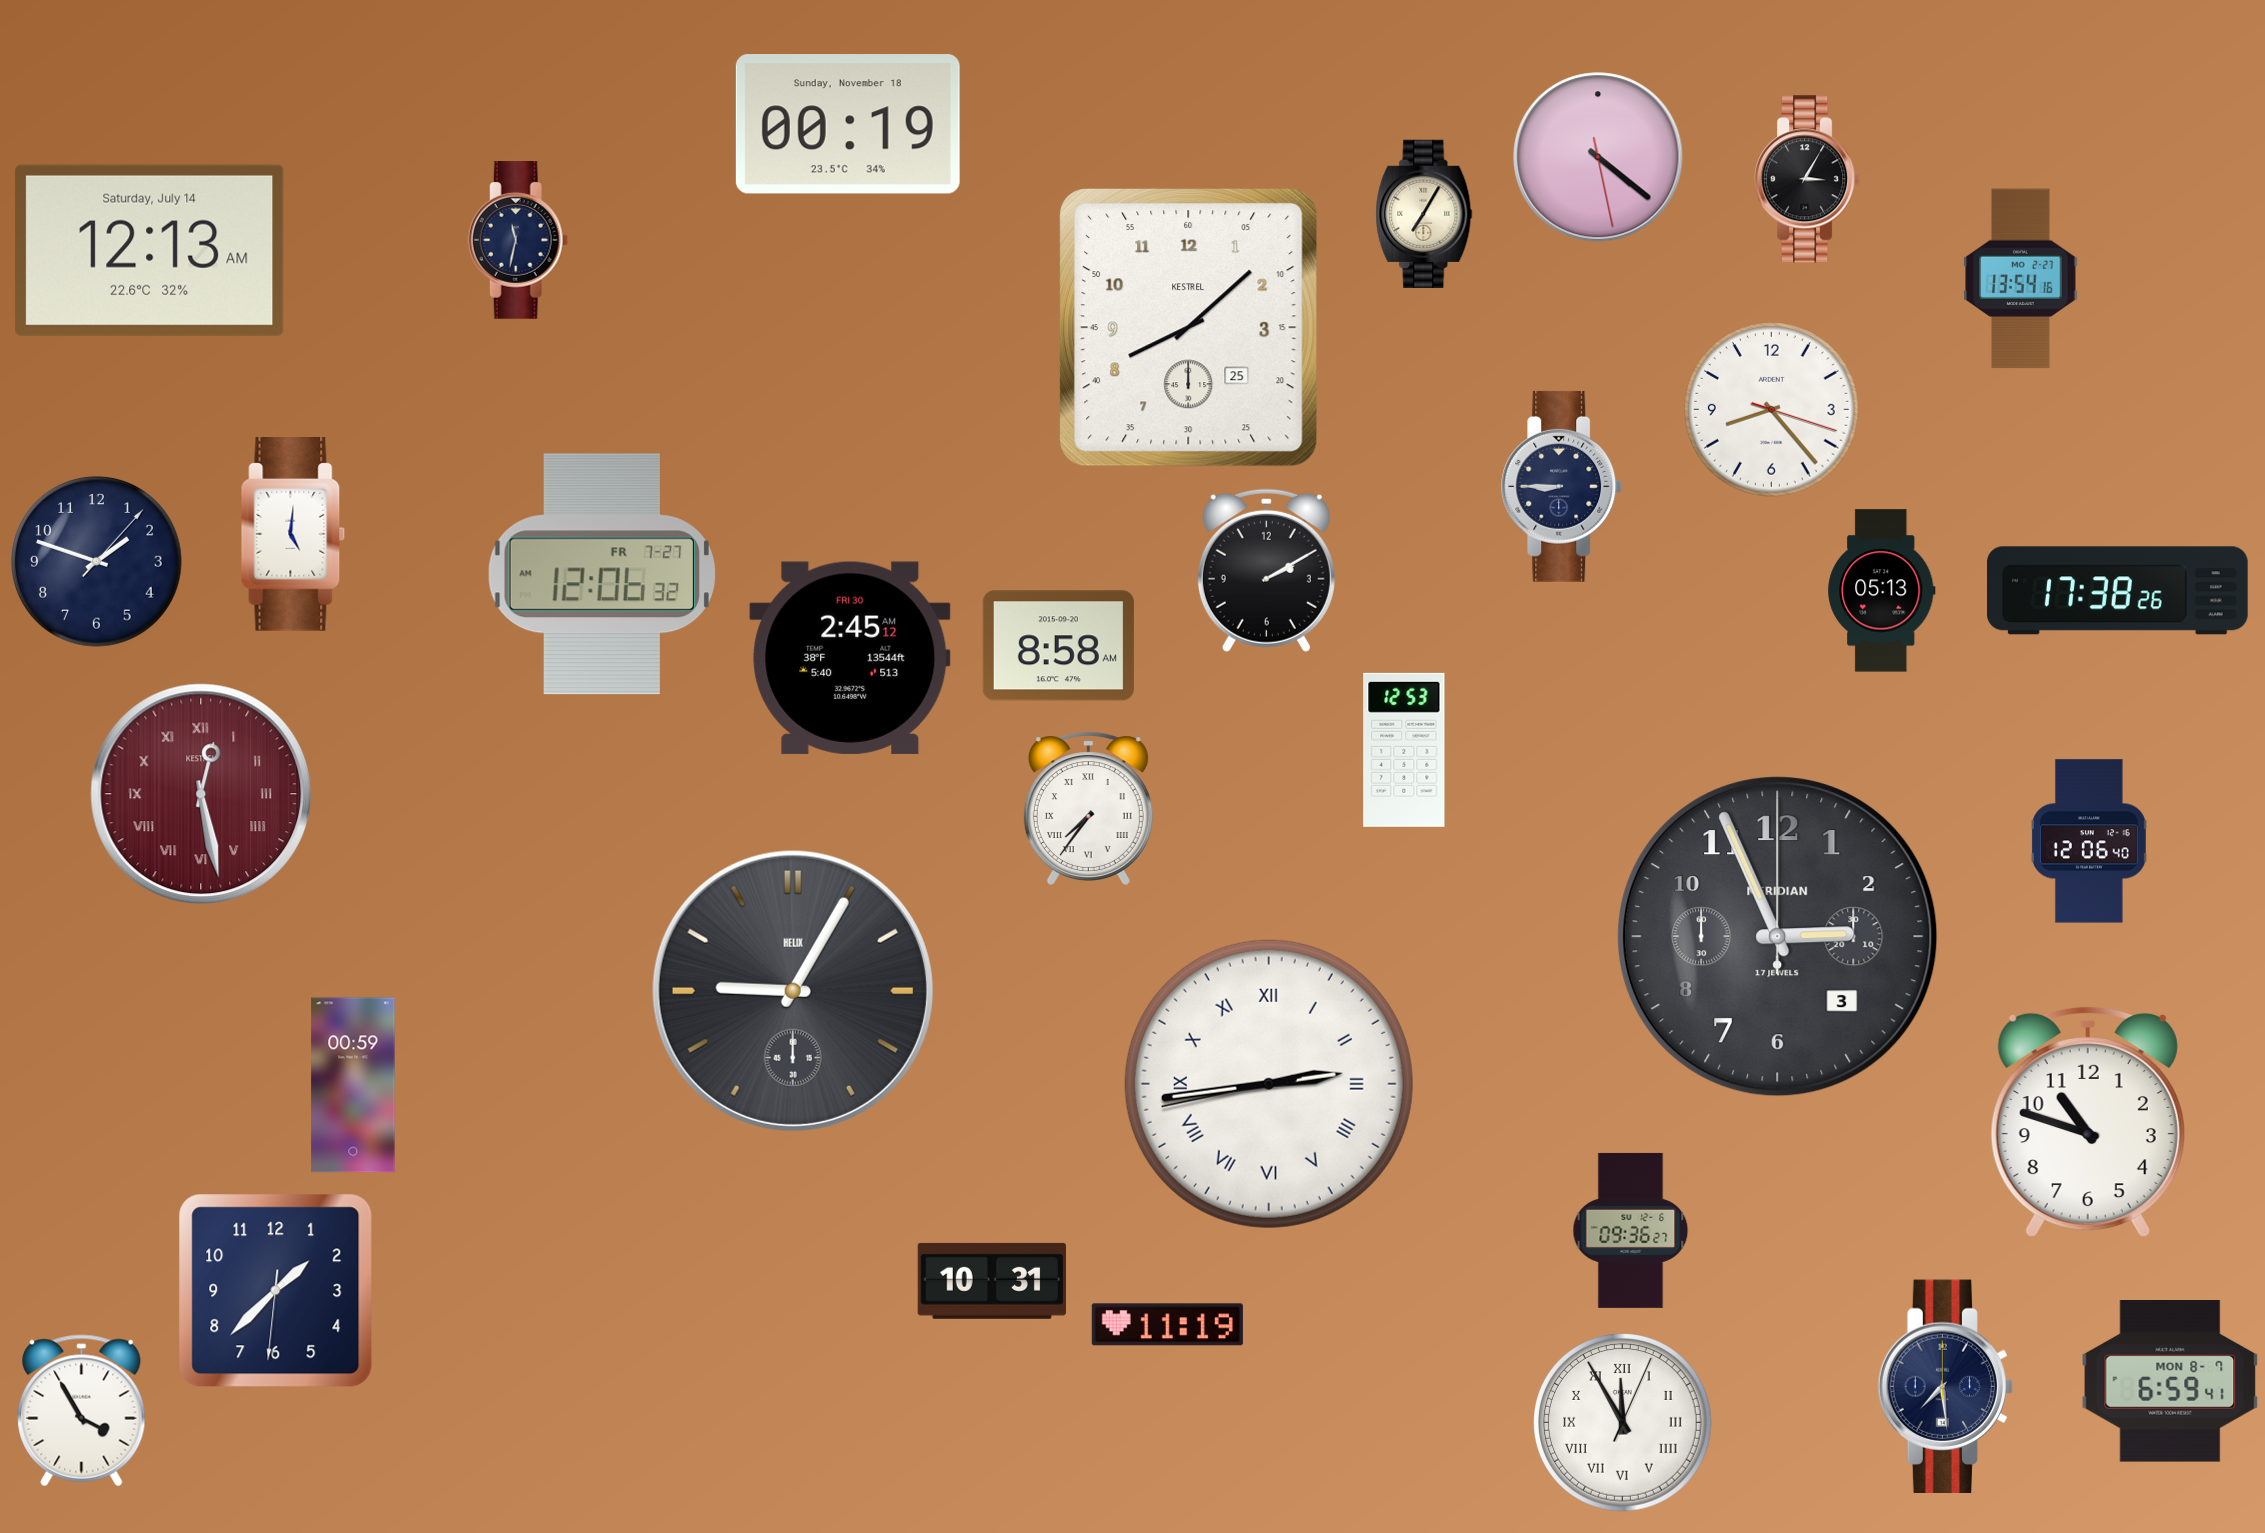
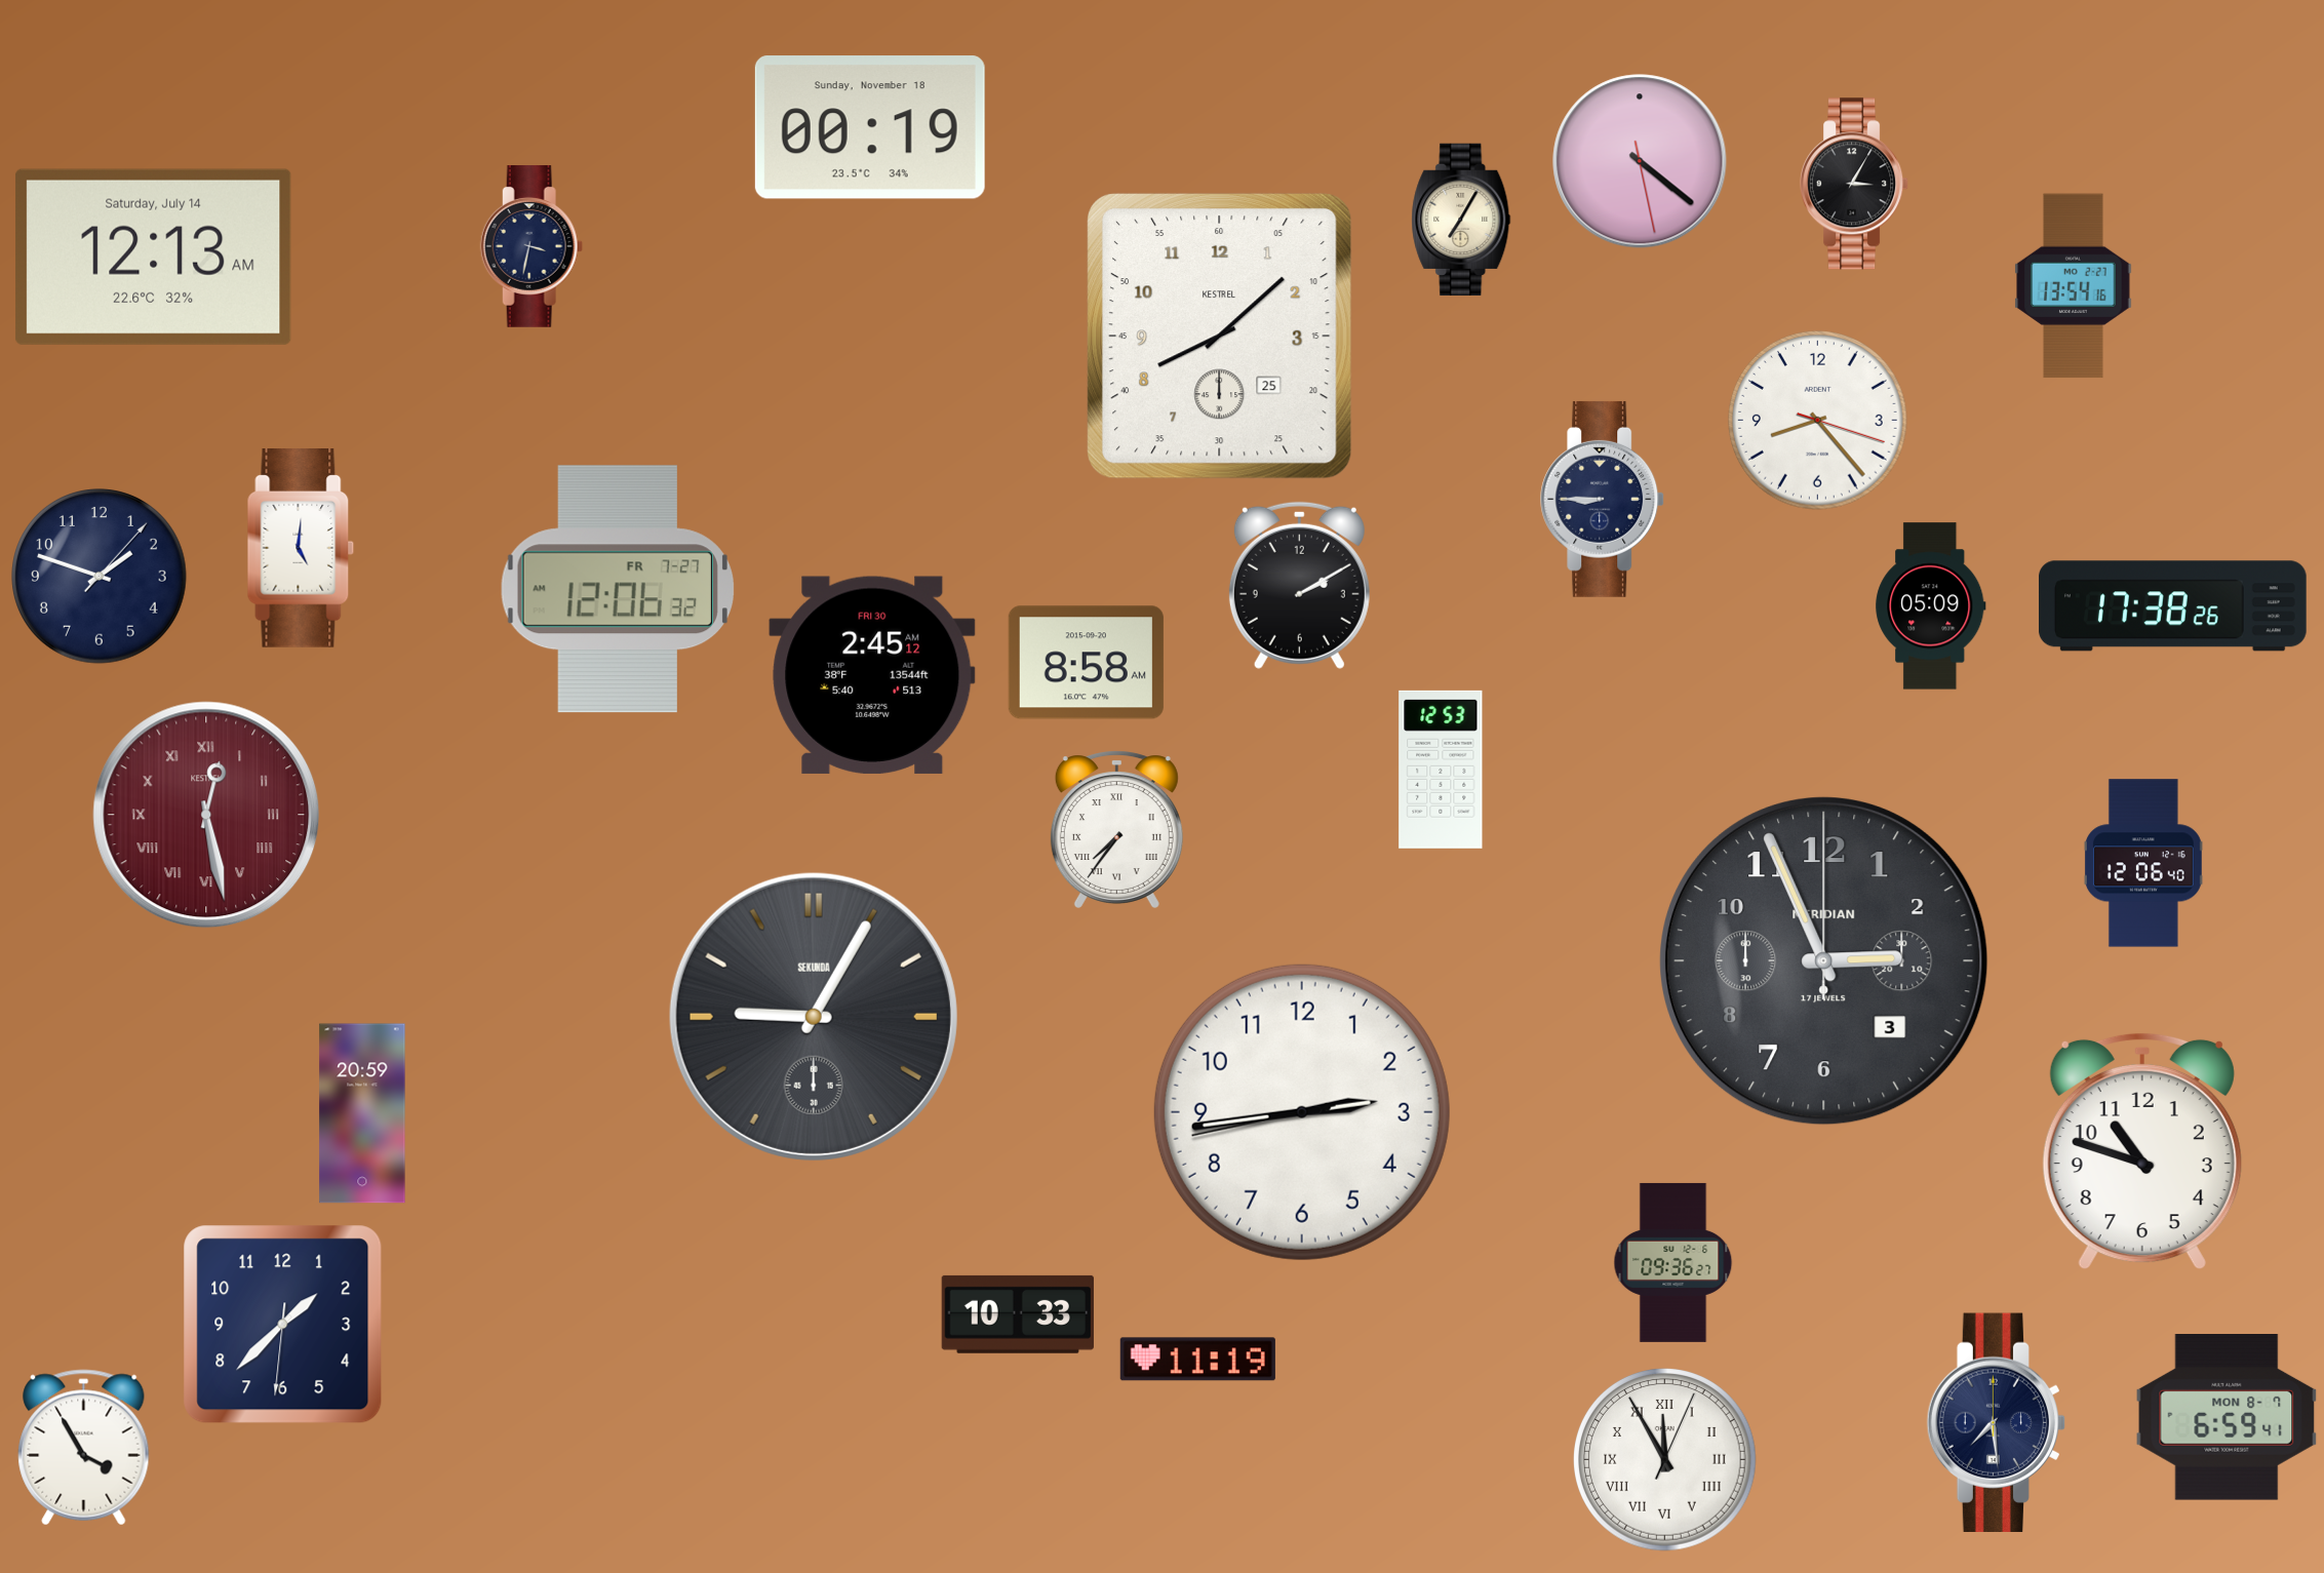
clock at (518, 241): 11:32 -> 3:32
clock at (1882, 591): 05:13 -> 05:09
clock at (793, 991) brand: HELIX -> SEKUNDA
clock at (1269, 1084) numerals: Roman -> Arabic
clock at (353, 1085): 00:59 -> 20:59
clock at (992, 1281): 10:31 -> 10:33
